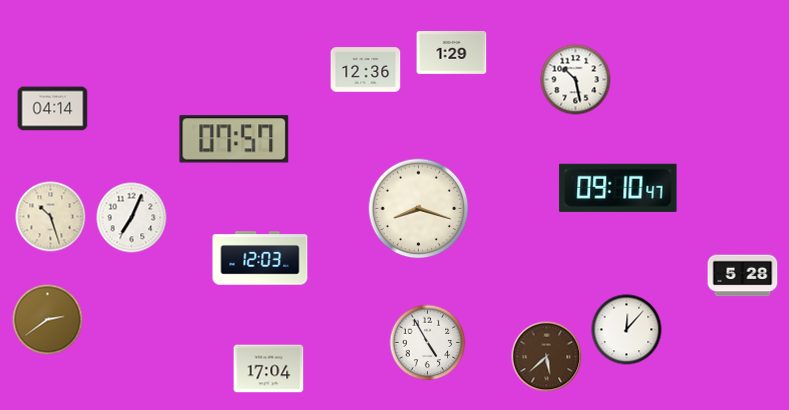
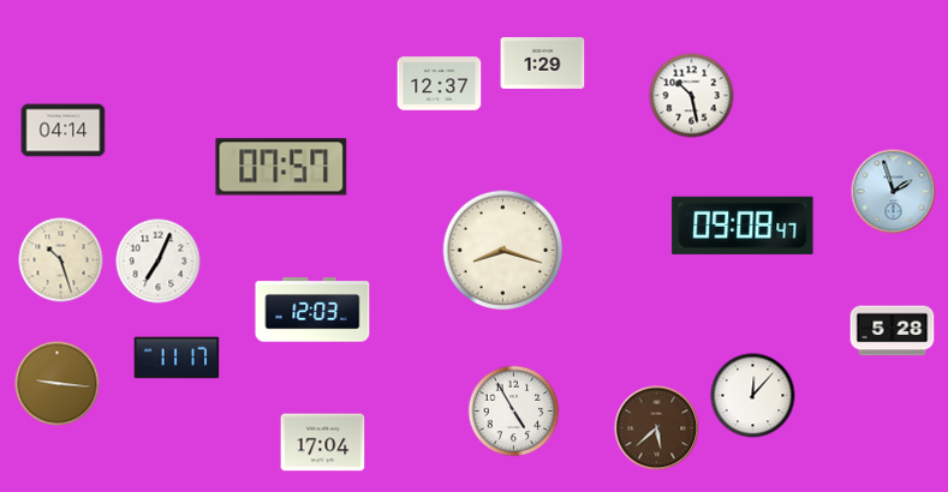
clock at (366, 70): 12:36 -> 12:37
clock at (894, 192): none -> 1:57
clock at (618, 188): 09:10 -> 09:08
clock at (177, 358): none -> 11:17
clock at (48, 320): 2:39 -> 9:16
